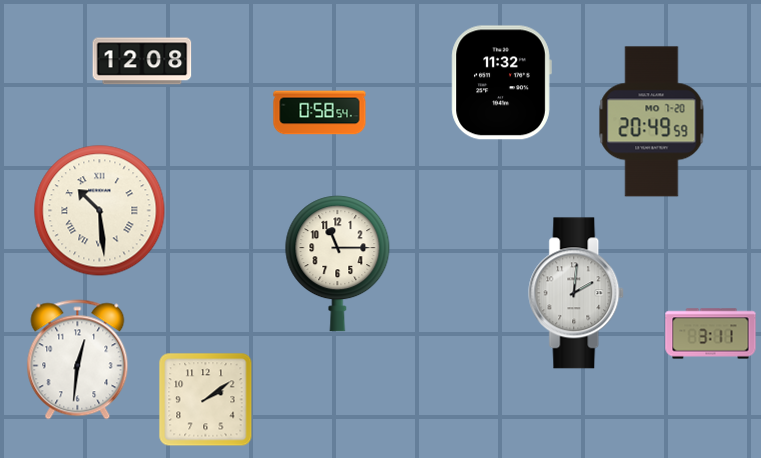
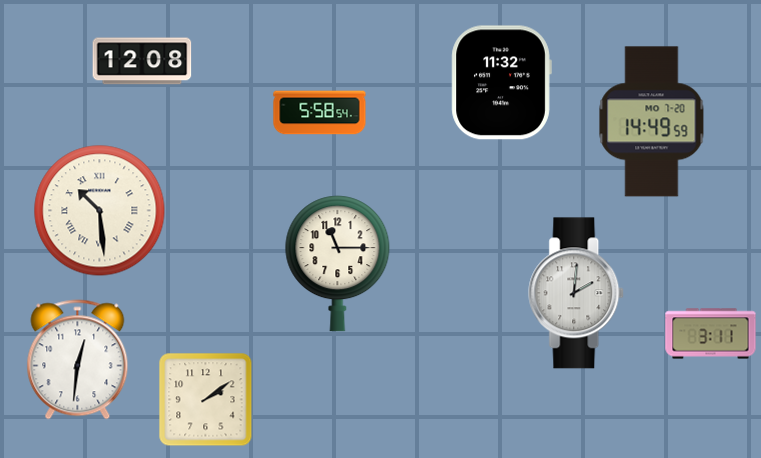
clock at (320, 113): 0:58 -> 5:58
clock at (652, 122): 20:49 -> 14:49
